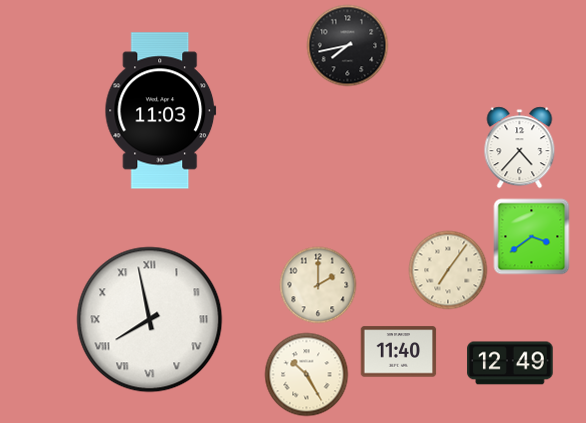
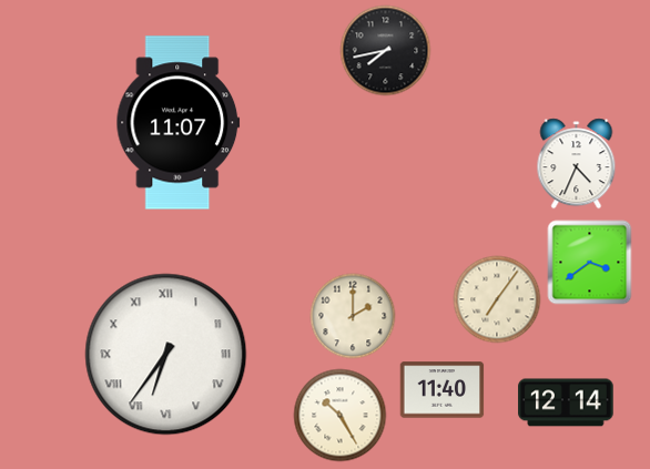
clock at (161, 111): 11:03 -> 11:07
clock at (520, 148): 4:37 -> 4:34
clock at (150, 320): 7:58 -> 6:36
clock at (510, 363): 12:49 -> 12:14
